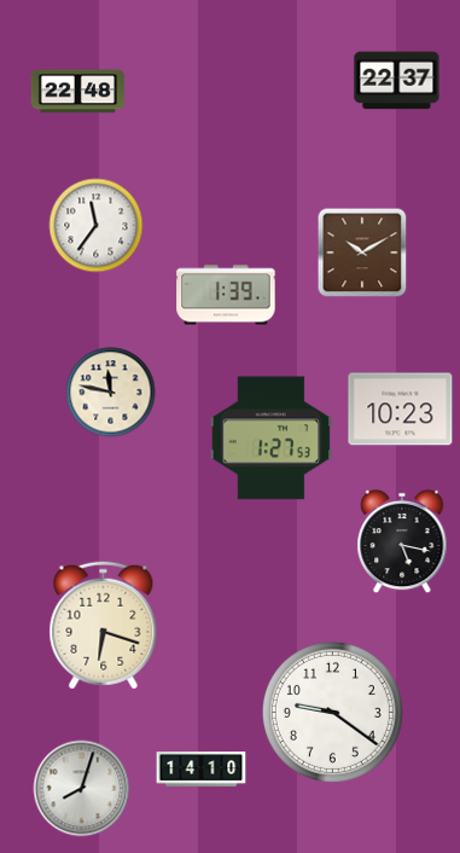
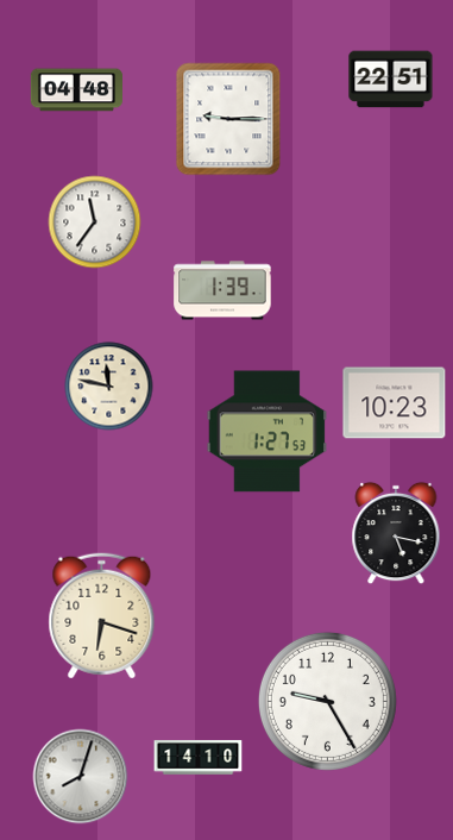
clock at (397, 81): 22:37 -> 22:51
clock at (77, 92): 22:48 -> 04:48
clock at (228, 119): none -> 9:15
clock at (362, 253): 10:10 -> none
clock at (332, 712): 9:21 -> 9:25
